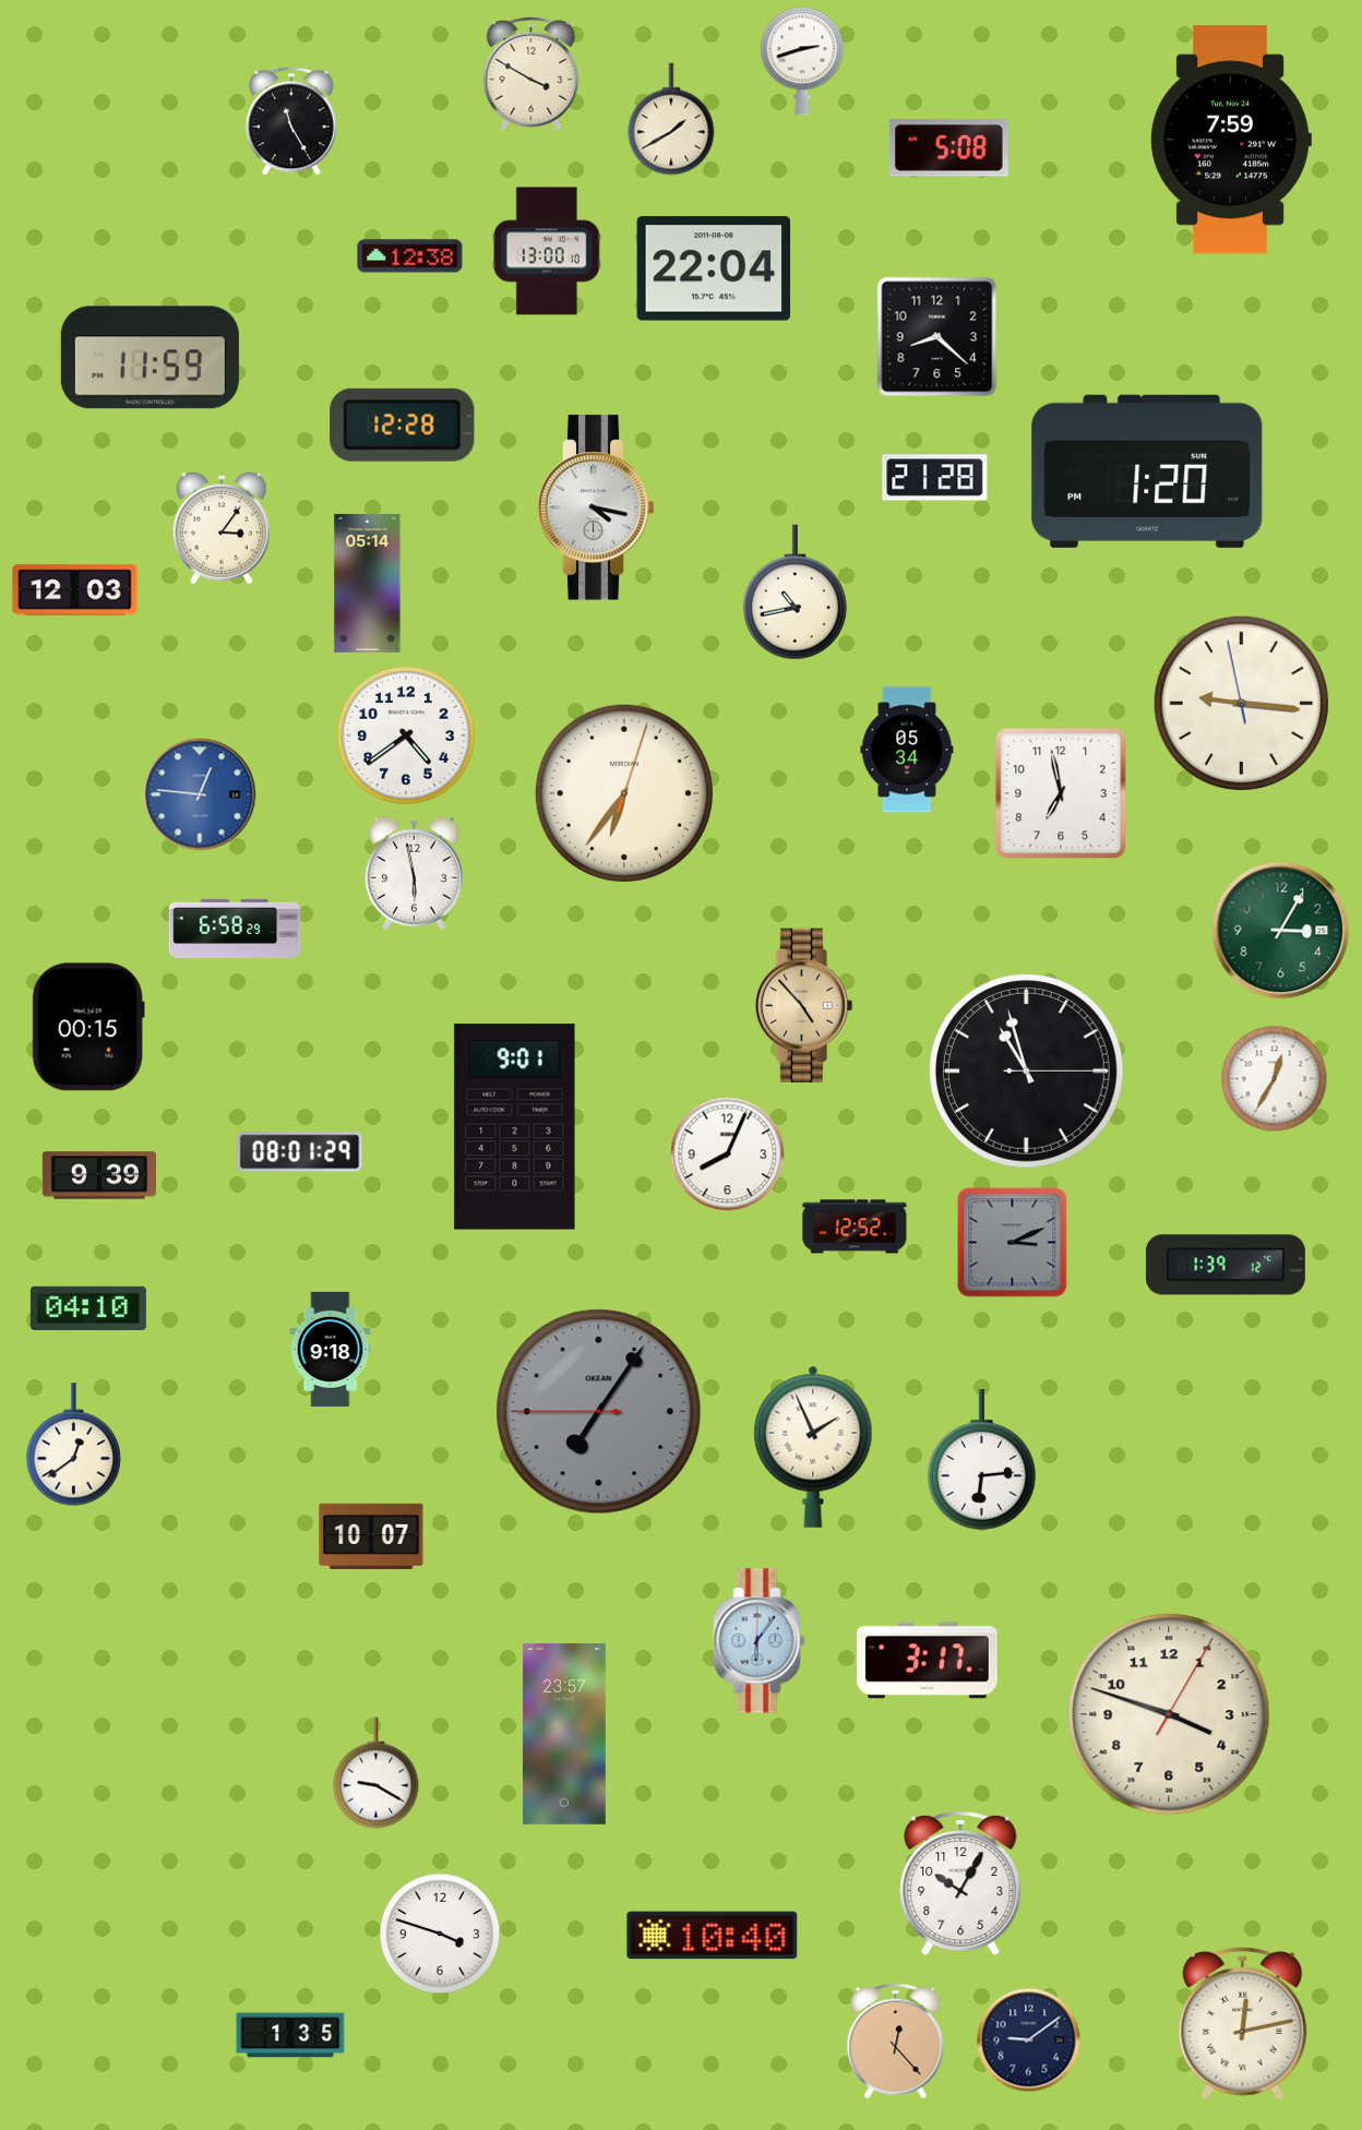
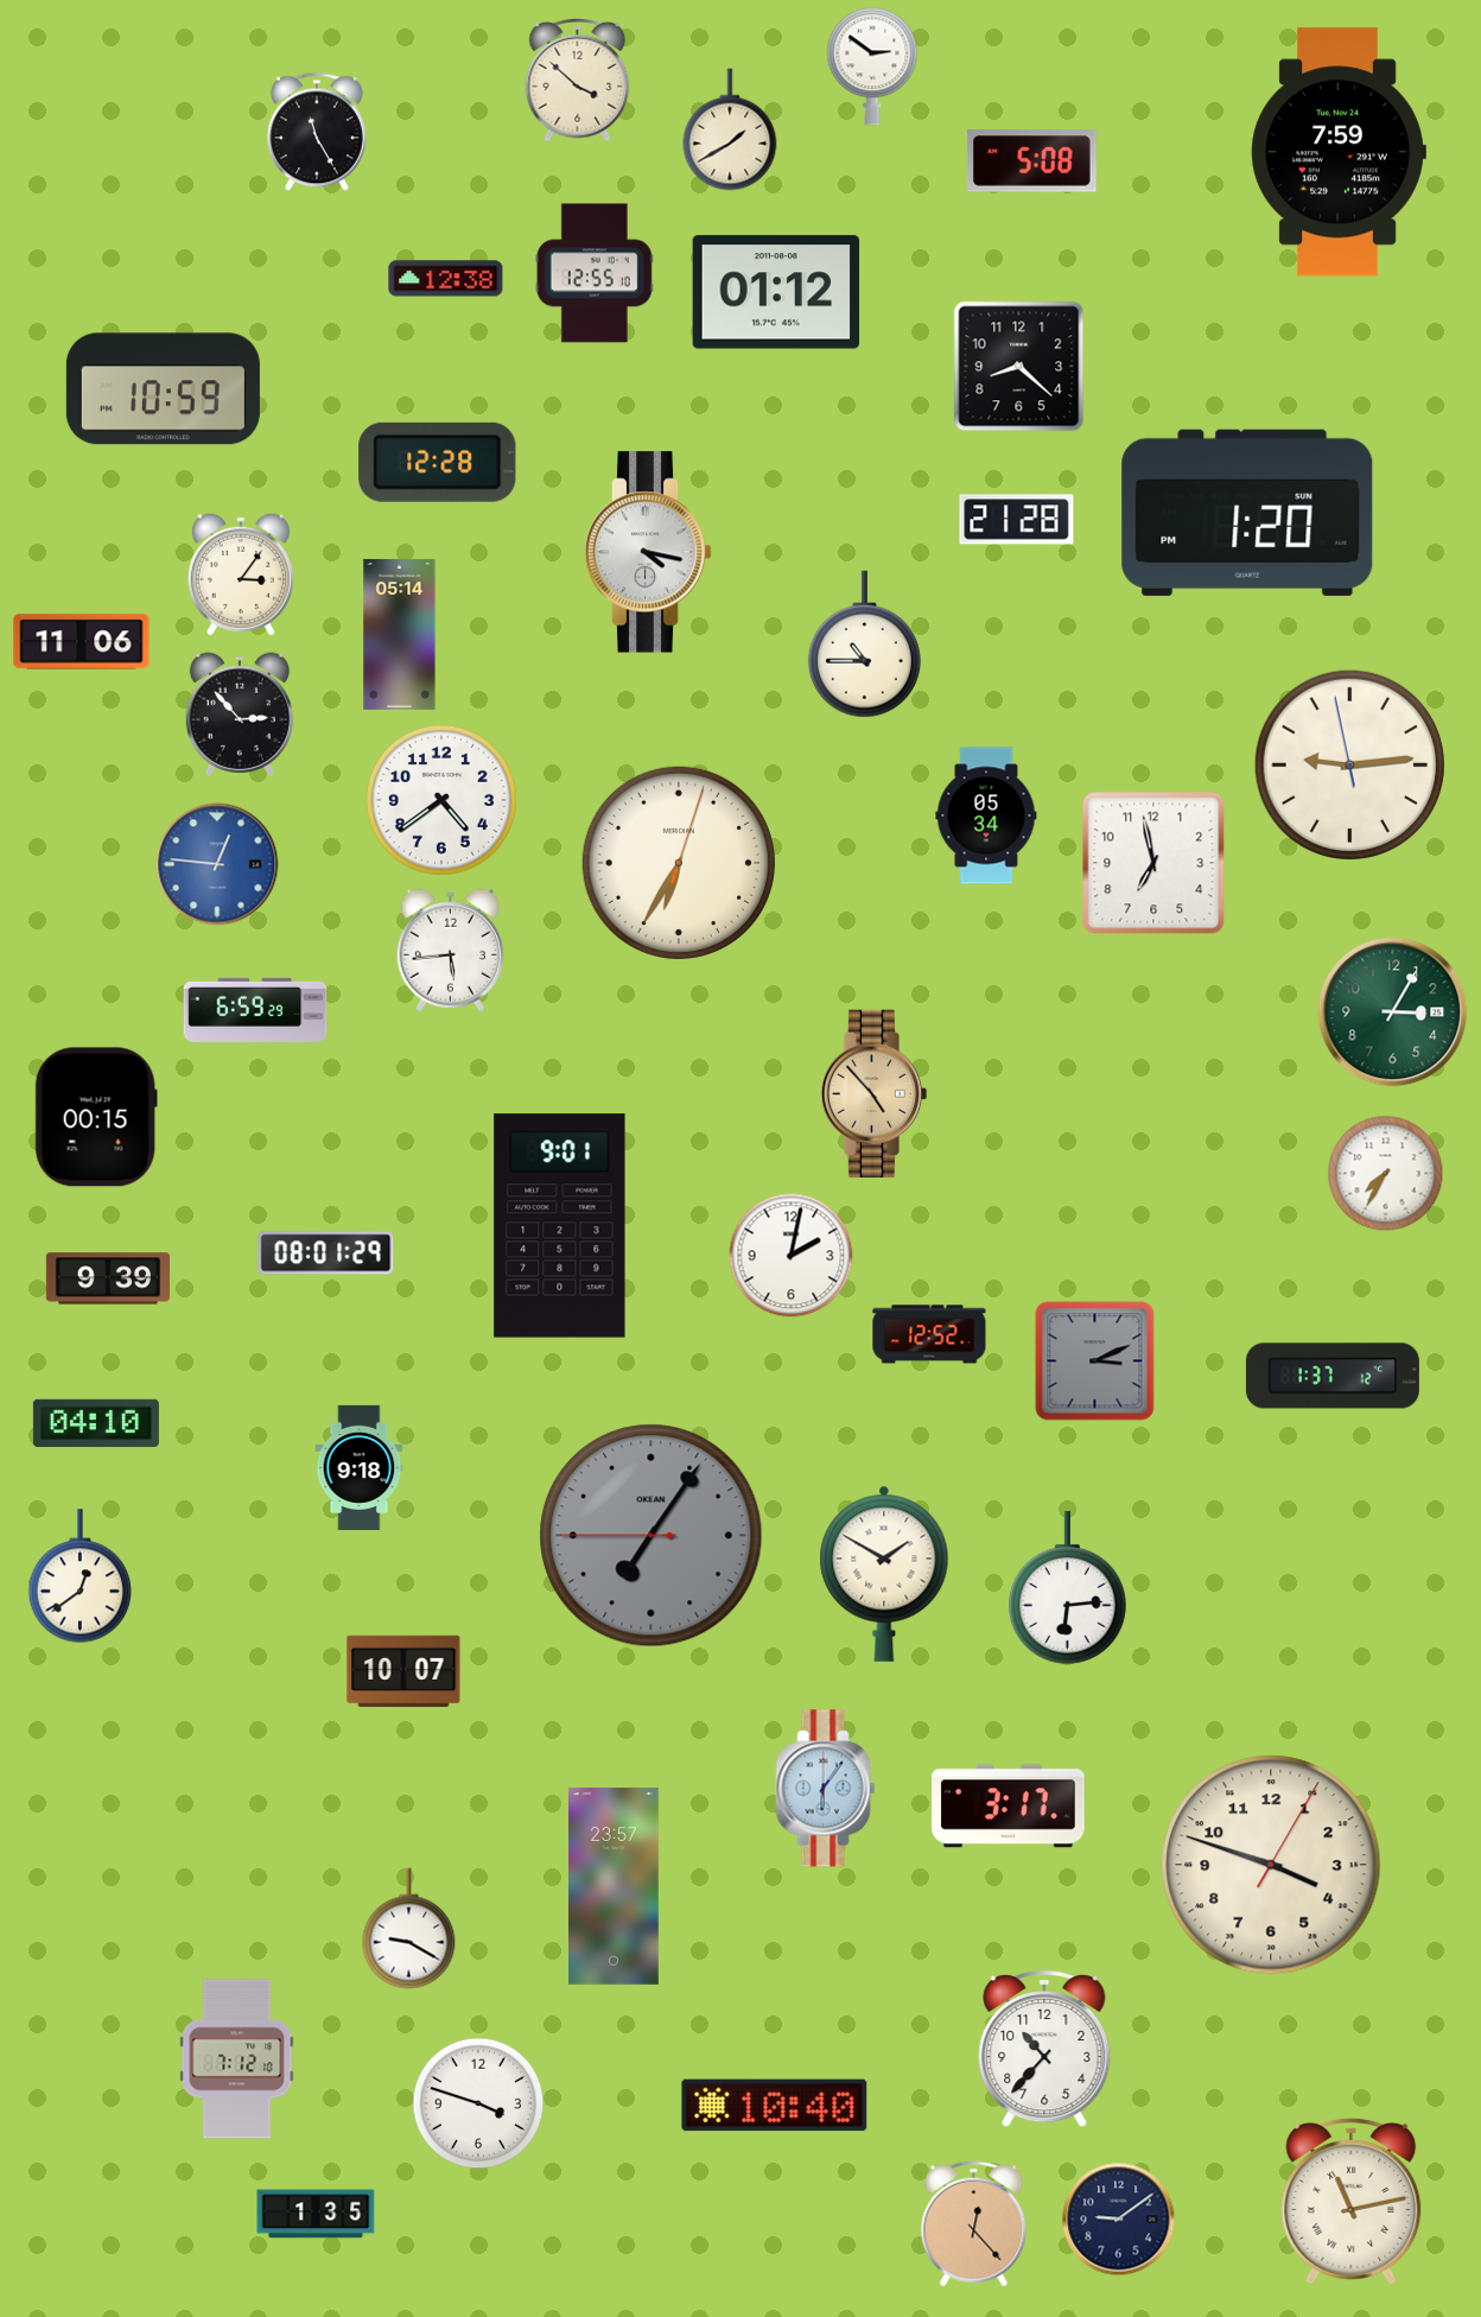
clock at (802, 61): 2:42 -> 2:51
clock at (531, 73): 3:50 -> 3:52
clock at (547, 251): 13:00 -> 12:55
clock at (714, 268): 22:04 -> 01:12
clock at (150, 358): 11:59 -> 10:59
clock at (75, 590): 12:03 -> 11:06
clock at (794, 593): 10:43 -> 10:45
clock at (239, 715): none -> 2:53
clock at (1242, 704): 9:15 -> 9:13
clock at (624, 793): 6:36 -> 6:35
clock at (414, 874): 5:58 -> 5:44
clock at (235, 929): 6:58 -> 6:59
clock at (1027, 1072): 10:57 -> none
clock at (1275, 1079): 12:35 -> 7:35
clock at (728, 1154): 8:04 -> 2:02
clock at (1013, 1243) position: (1013, 1243) -> (1095, 1361)
clock at (1226, 1265): 1:39 -> 1:37
clock at (73, 1445) position: (73, 1445) -> (80, 1576)
clock at (813, 1447): 1:56 -> 1:50
clock at (760, 1641) position: (760, 1641) -> (826, 1789)
clock at (960, 1883): 10:05 -> 10:37
clock at (237, 2059): none -> 7:12
clock at (1243, 2023): 12:13 -> 11:13
clock at (896, 2042) position: (896, 2042) -> (974, 2224)
